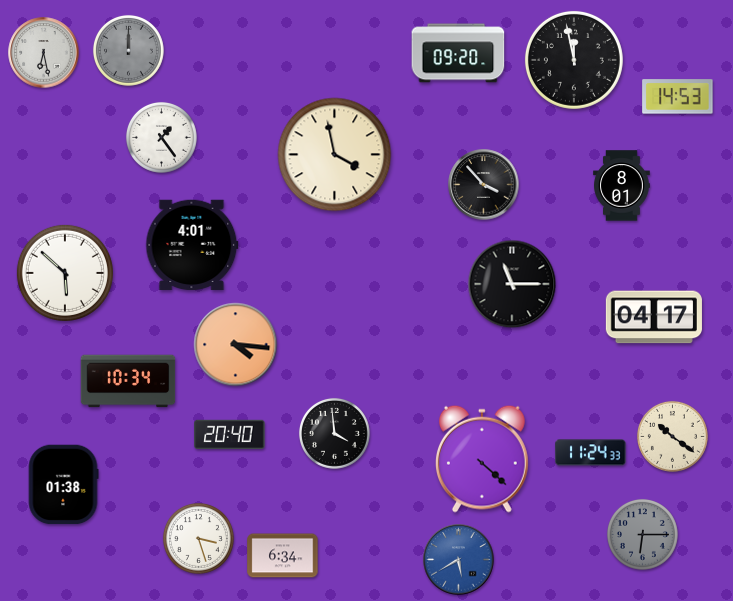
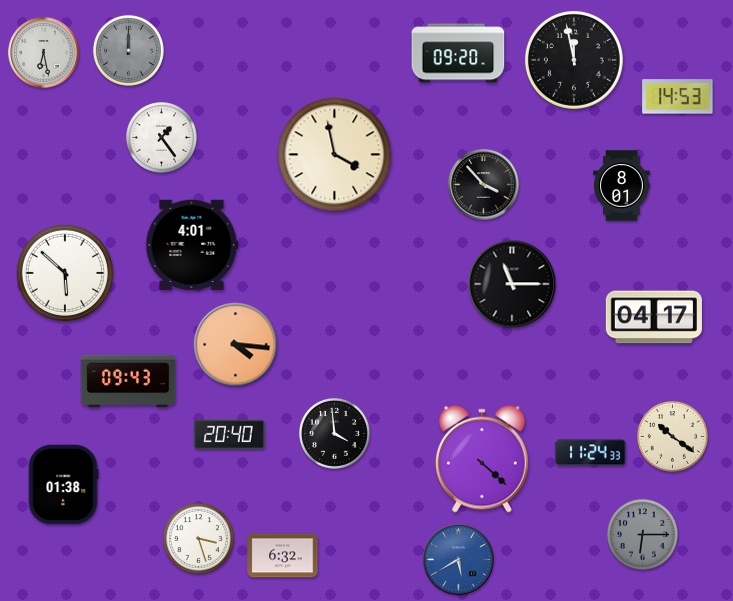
clock at (128, 381): 10:34 -> 09:43
clock at (283, 556): 6:34 -> 6:32
